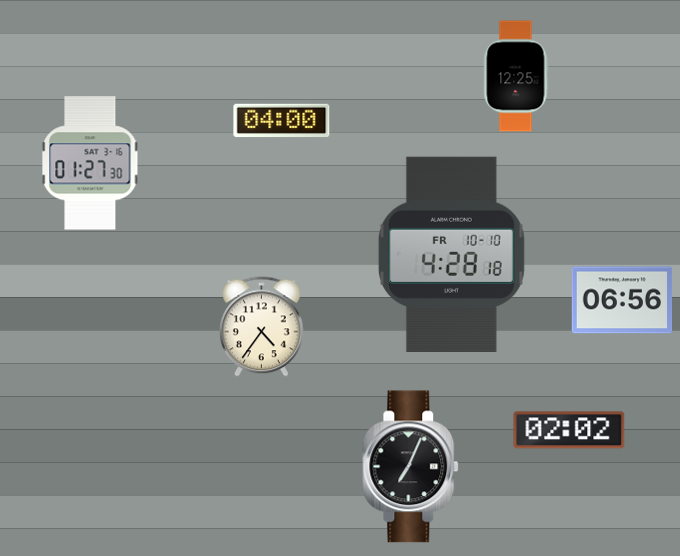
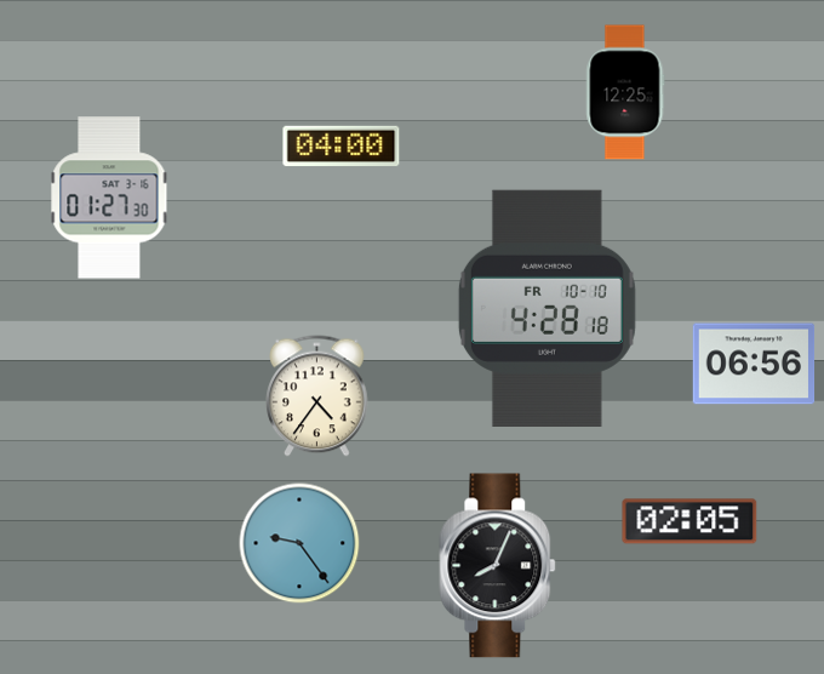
clock at (569, 430): 02:02 -> 02:05
clock at (299, 543): none -> 9:24
clock at (411, 467): 7:04 -> 8:04
